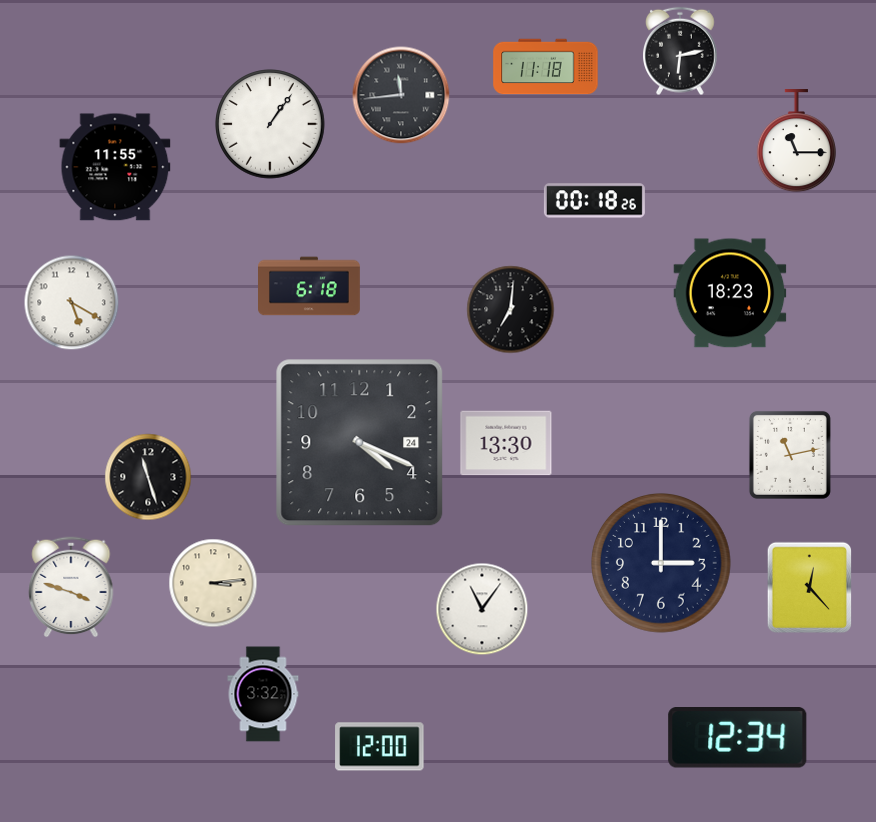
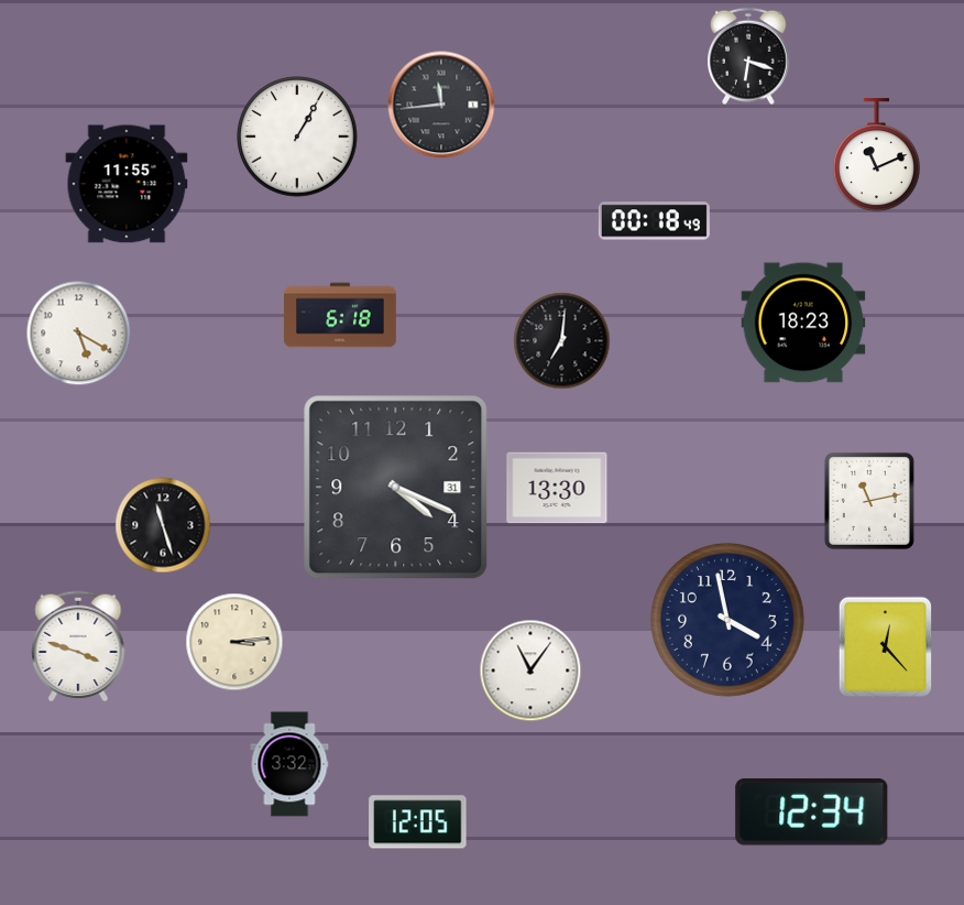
clock at (681, 51): 6:13 -> 6:18
clock at (546, 67): 11:18 -> none
clock at (270, 124): 1:06 -> 1:05
clock at (796, 141): 11:15 -> 11:11
clock at (594, 201): 00:18:26 -> 00:18:49
clock at (360, 443) date: 24 -> 31
clock at (662, 564): 3:00 -> 3:58
clock at (810, 588) position: (810, 588) -> (886, 647)
clock at (380, 747): 12:00 -> 12:05
